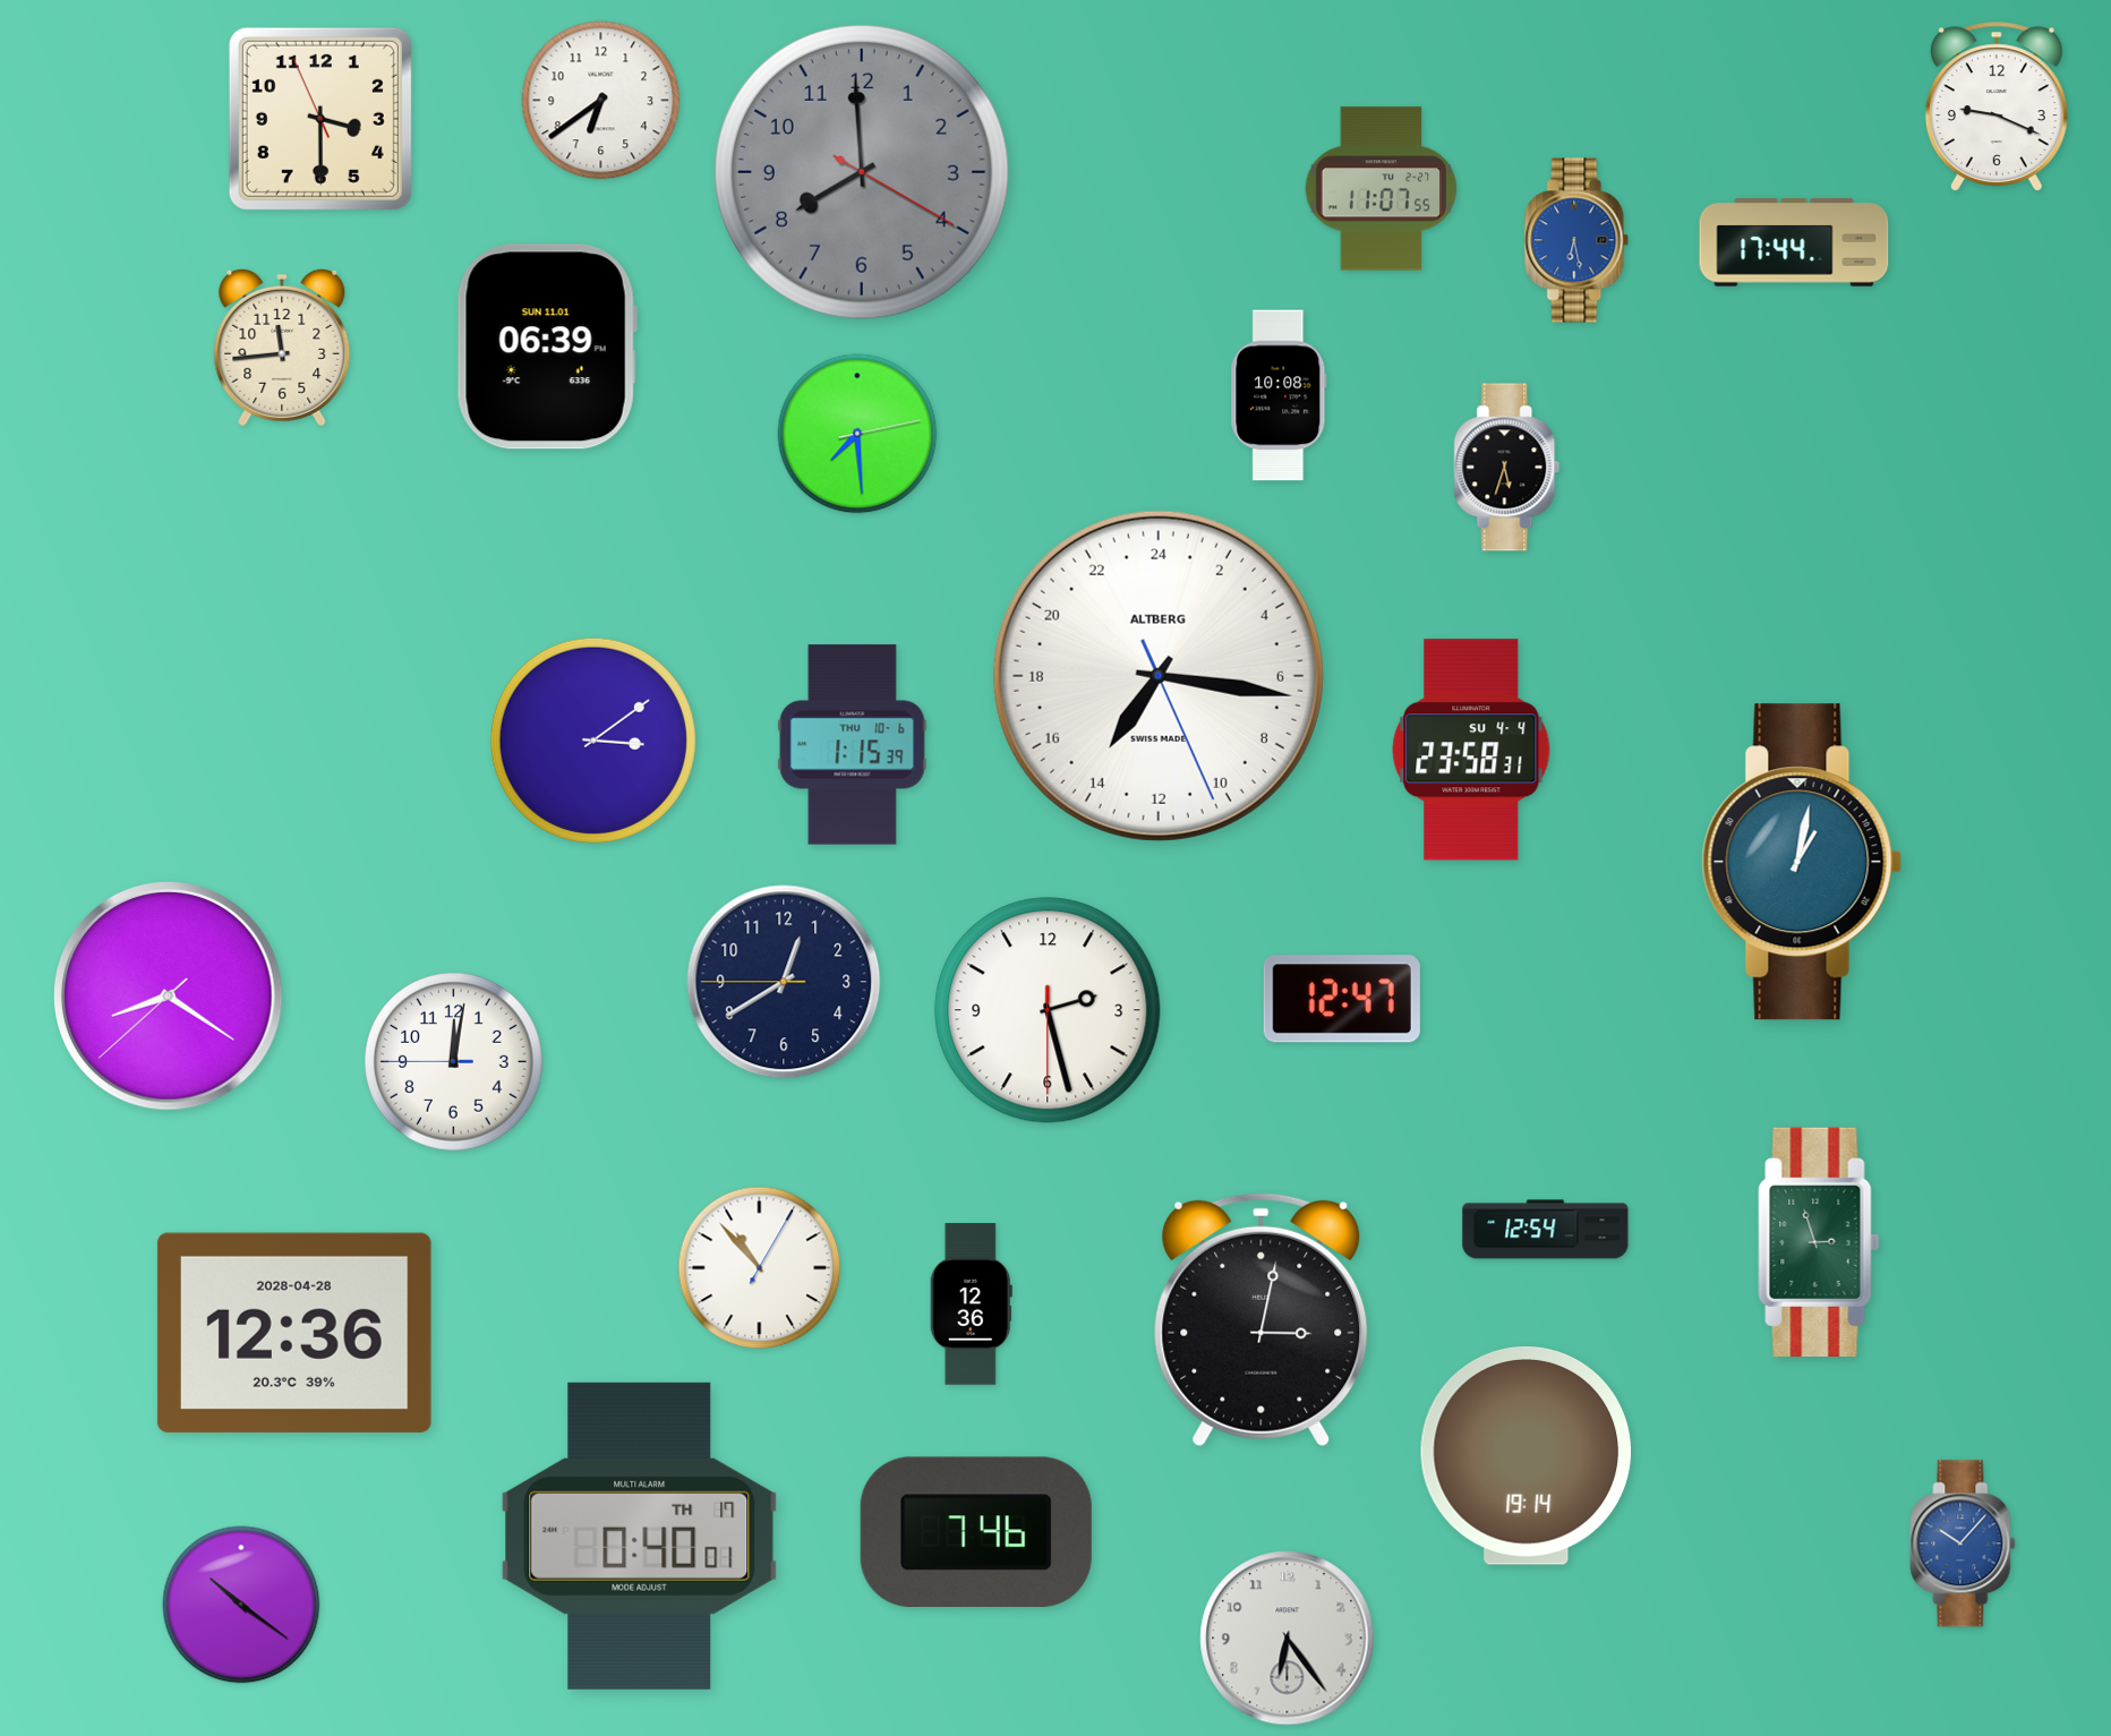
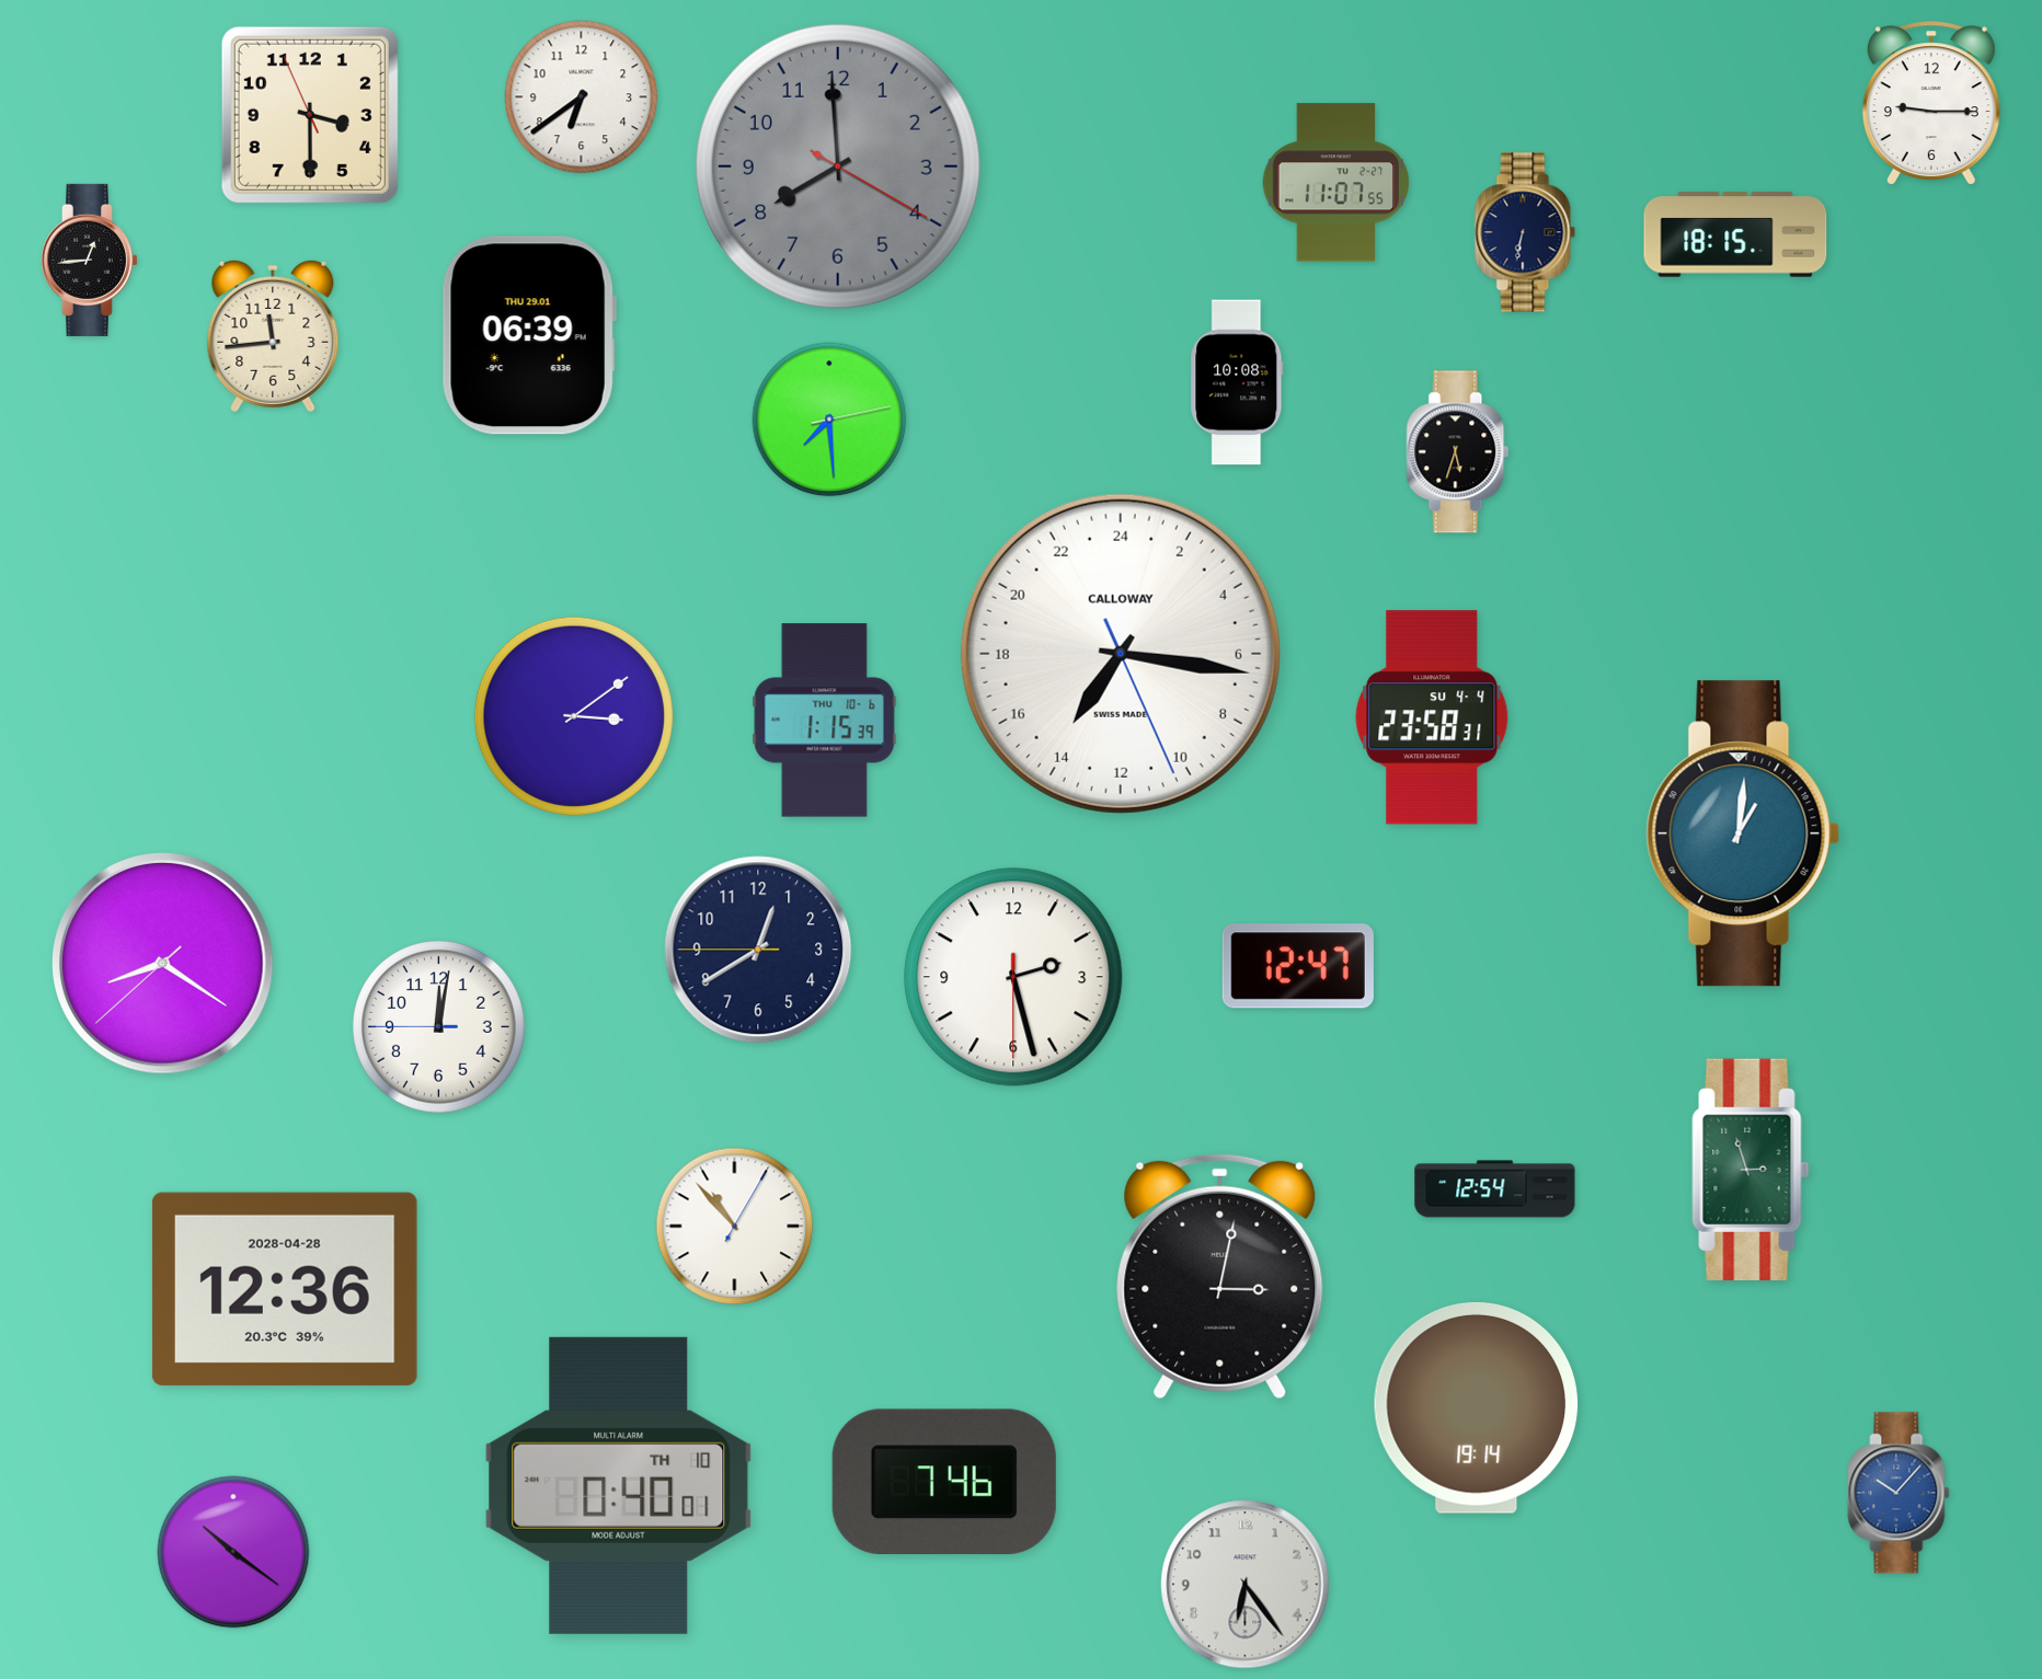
clock at (1997, 106): 9:19 -> 9:15
clock at (862, 172) position: (862, 172) -> (838, 166)
clock at (1576, 240): 6:28 -> 6:32
clock at (1576, 240) dial: blue -> navy
clock at (1794, 242): 17:44 -> 18:15
clock at (89, 260): none -> 12:44
clock at (547, 347) date: SUN 11.01 -> THU 29.01
clock at (1159, 676) brand: ALTBERG -> CALLOWAY
clock at (1471, 750) position: (1471, 750) -> (1432, 717)
clock at (1802, 862): 1:02 -> 1:01
clock at (1819, 1242) position: (1819, 1242) -> (1751, 1170)
clock at (971, 1305): 12:36 -> none
clock at (640, 1536) date: TH 17 -> TH 10
